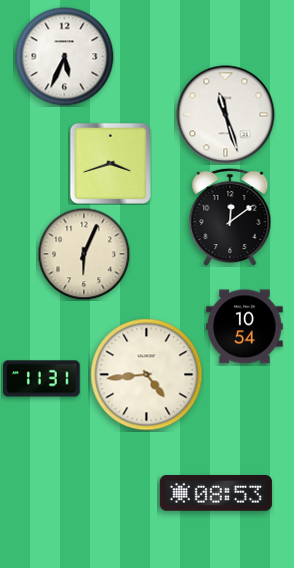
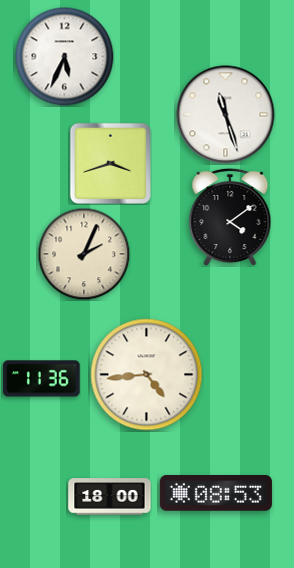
clock at (230, 217): 12:09 -> 4:09
clock at (84, 254): 6:04 -> 2:04
clock at (245, 327): 10:54 -> none
clock at (42, 379): 11:31 -> 11:36
clock at (110, 497): none -> 18:00
